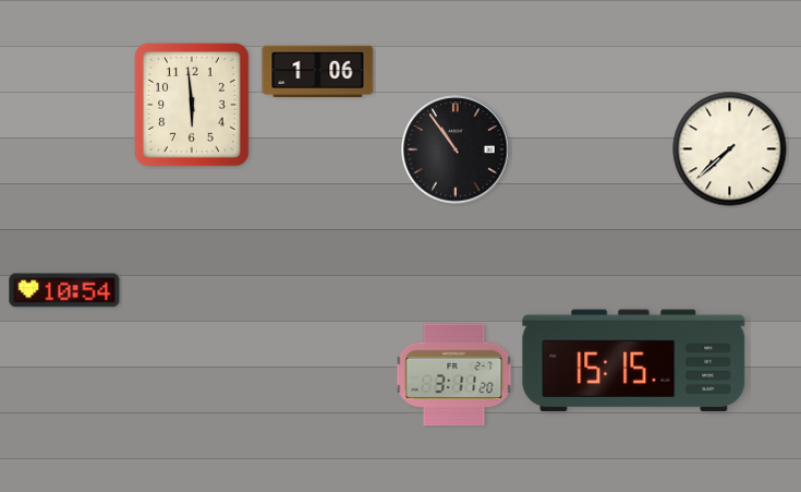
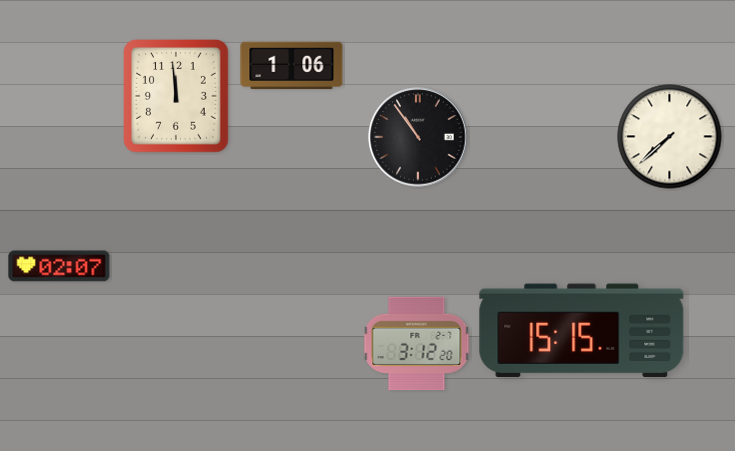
clock at (193, 106): 5:59 -> 11:59
clock at (64, 290): 10:54 -> 02:07
clock at (454, 375): 3:11 -> 3:12
